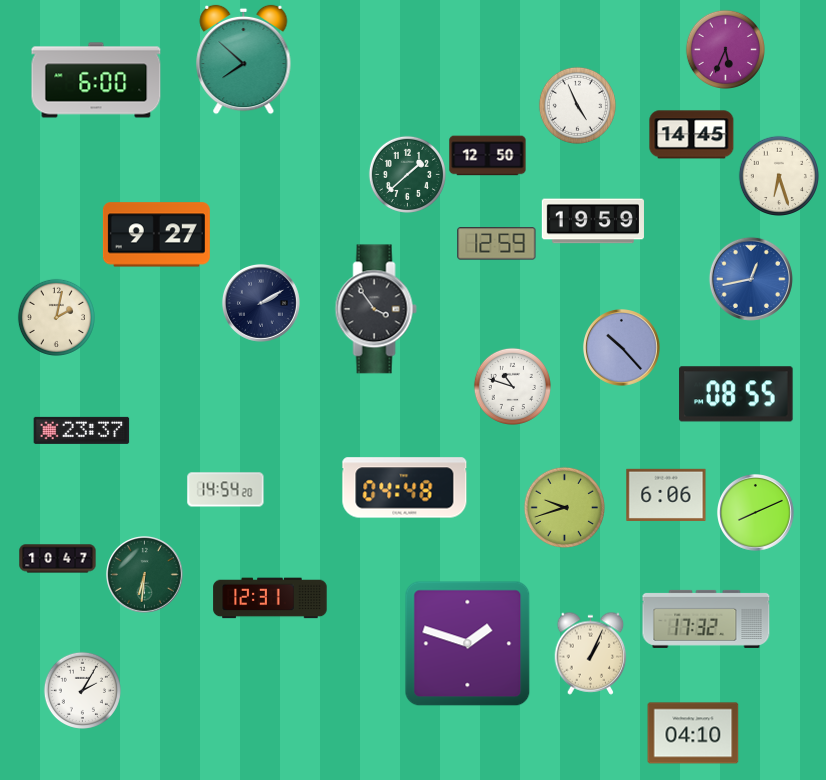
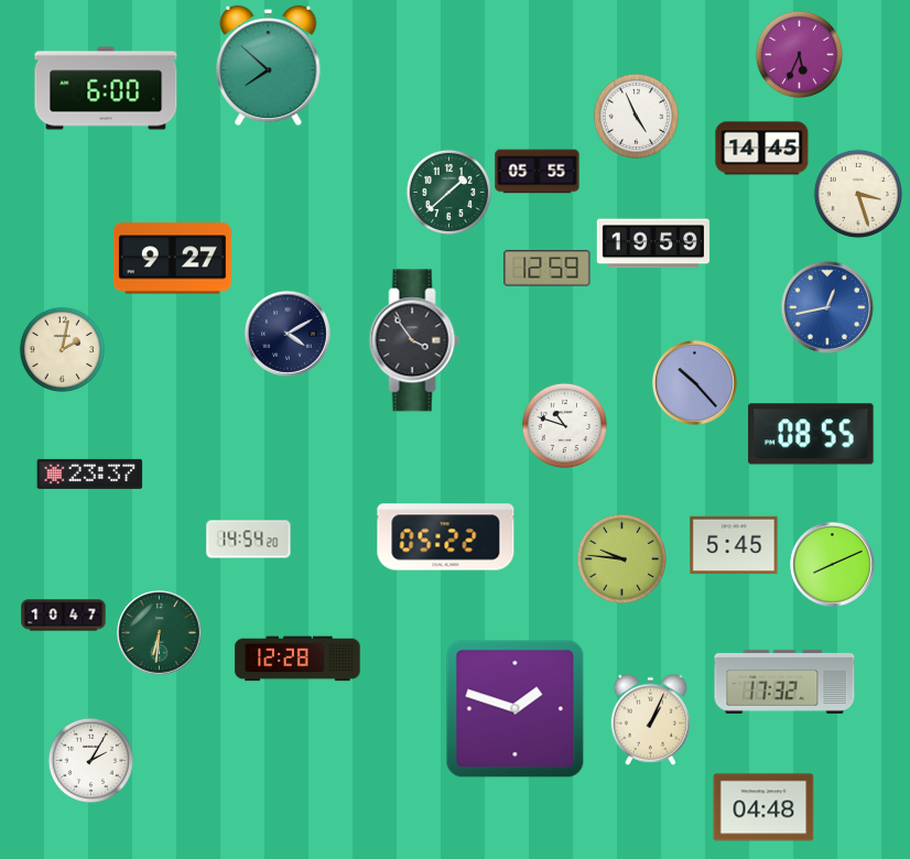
clock at (488, 156): 12:50 -> 05:55
clock at (778, 175): 6:27 -> 3:27
clock at (261, 303): 2:10 -> 4:10
clock at (622, 348) position: (622, 348) -> (695, 383)
clock at (405, 488): 04:48 -> 05:22
clock at (666, 494): 6:06 -> 5:45
clock at (564, 507): 9:42 -> 9:46
clock at (270, 598): 12:31 -> 12:28
clock at (706, 619) position: (706, 619) -> (784, 682)
clock at (693, 733): 04:10 -> 04:48
